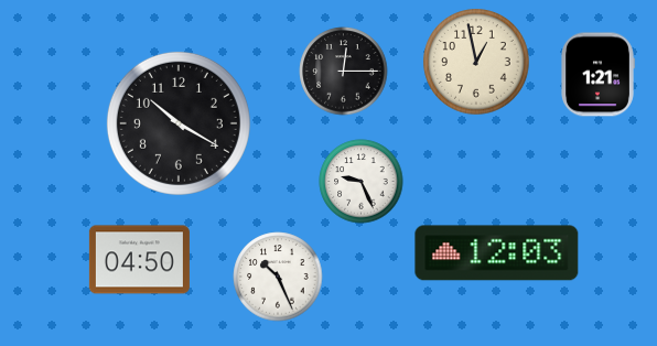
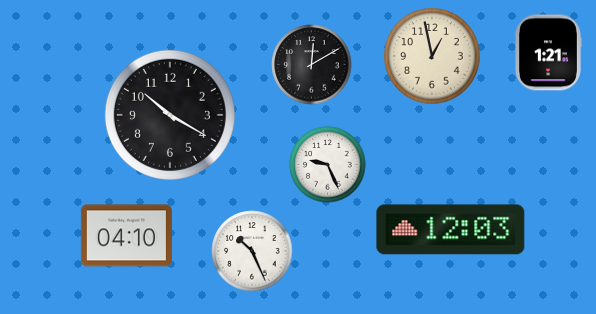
clock at (344, 72): 12:15 -> 12:10
clock at (597, 75) position: (597, 75) -> (548, 53)
clock at (179, 123) position: (179, 123) -> (170, 115)
clock at (139, 260): 04:50 -> 04:10
